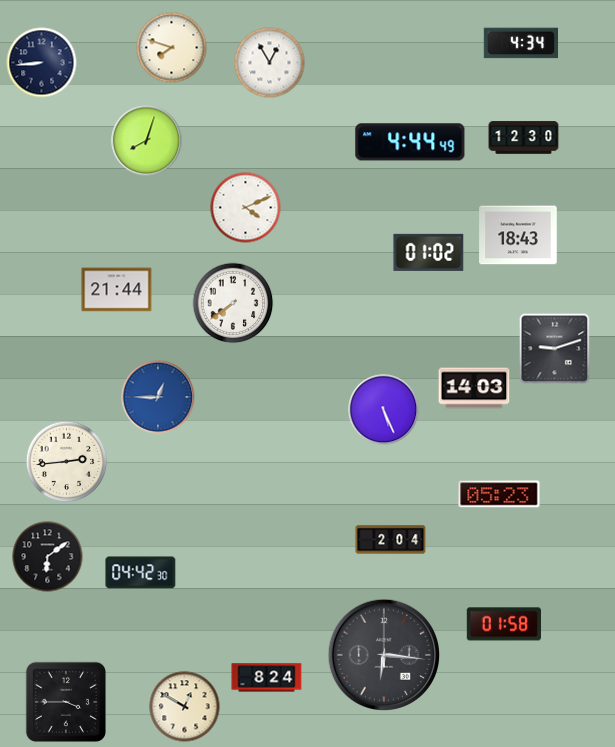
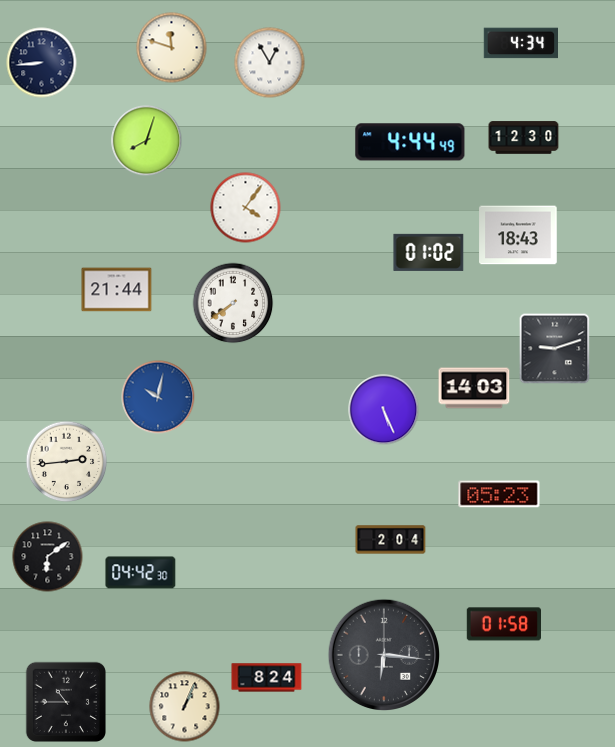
clock at (172, 48): 7:48 -> 11:48
clock at (246, 208): 4:11 -> 4:06
clock at (158, 397): 12:45 -> 10:02
clock at (66, 702): 3:45 -> 10:45
clock at (185, 707): 12:50 -> 1:04
